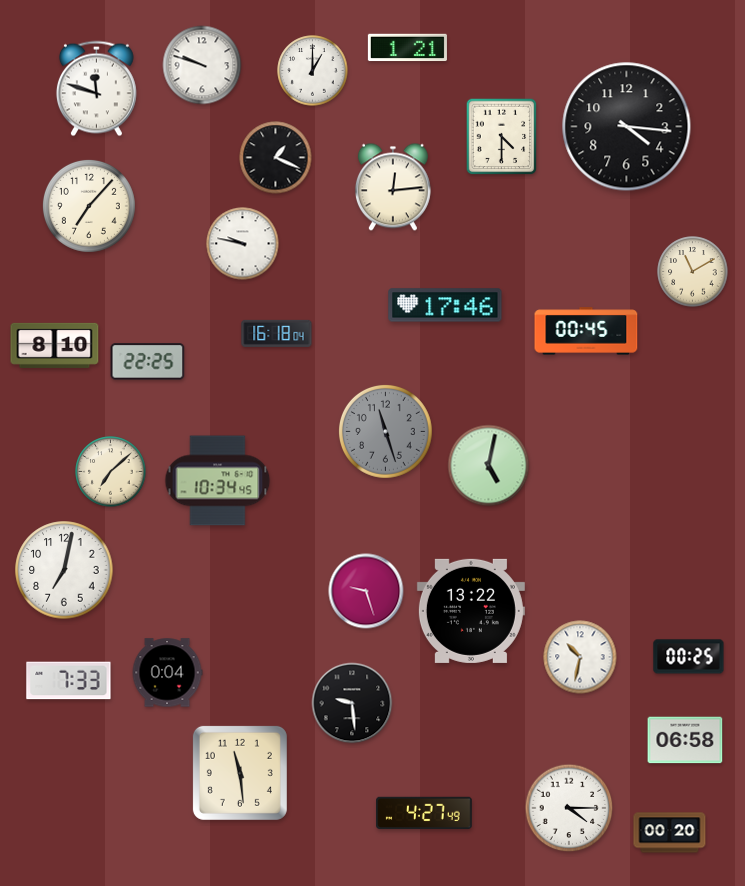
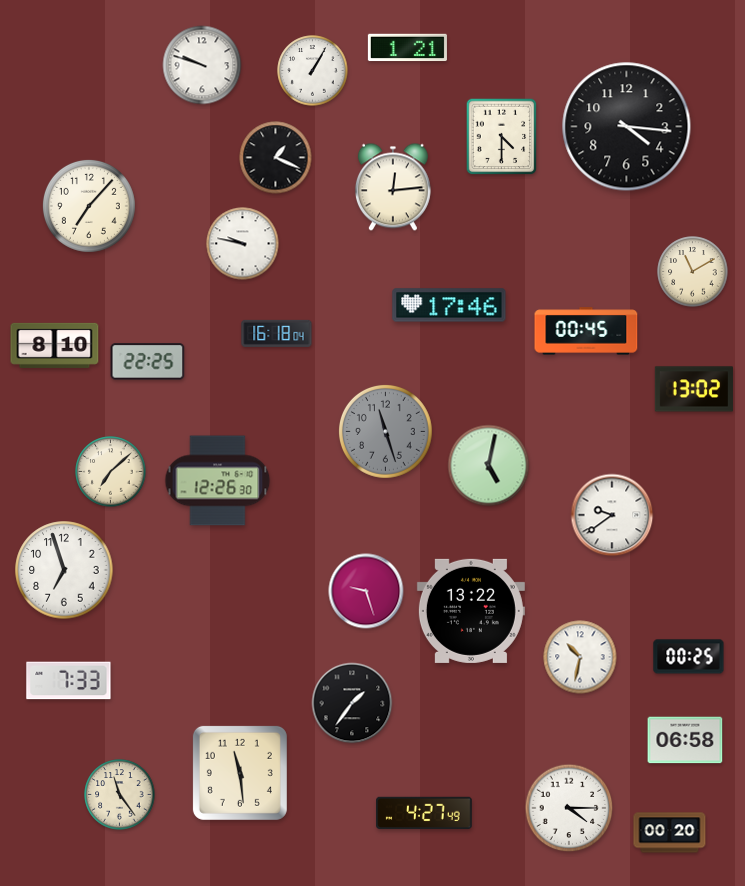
clock at (313, 71): 1:00 -> 1:05
clock at (96, 89): 11:48 -> none
clock at (445, 305) position: (445, 305) -> (449, 305)
clock at (694, 389): none -> 13:02
clock at (218, 481): 10:34 -> 12:26
clock at (612, 515): none -> 9:39
clock at (64, 570): 7:02 -> 6:57
clock at (167, 673): 0:04 -> none
clock at (352, 703): 9:29 -> 1:36
clock at (120, 795): none -> 11:24
